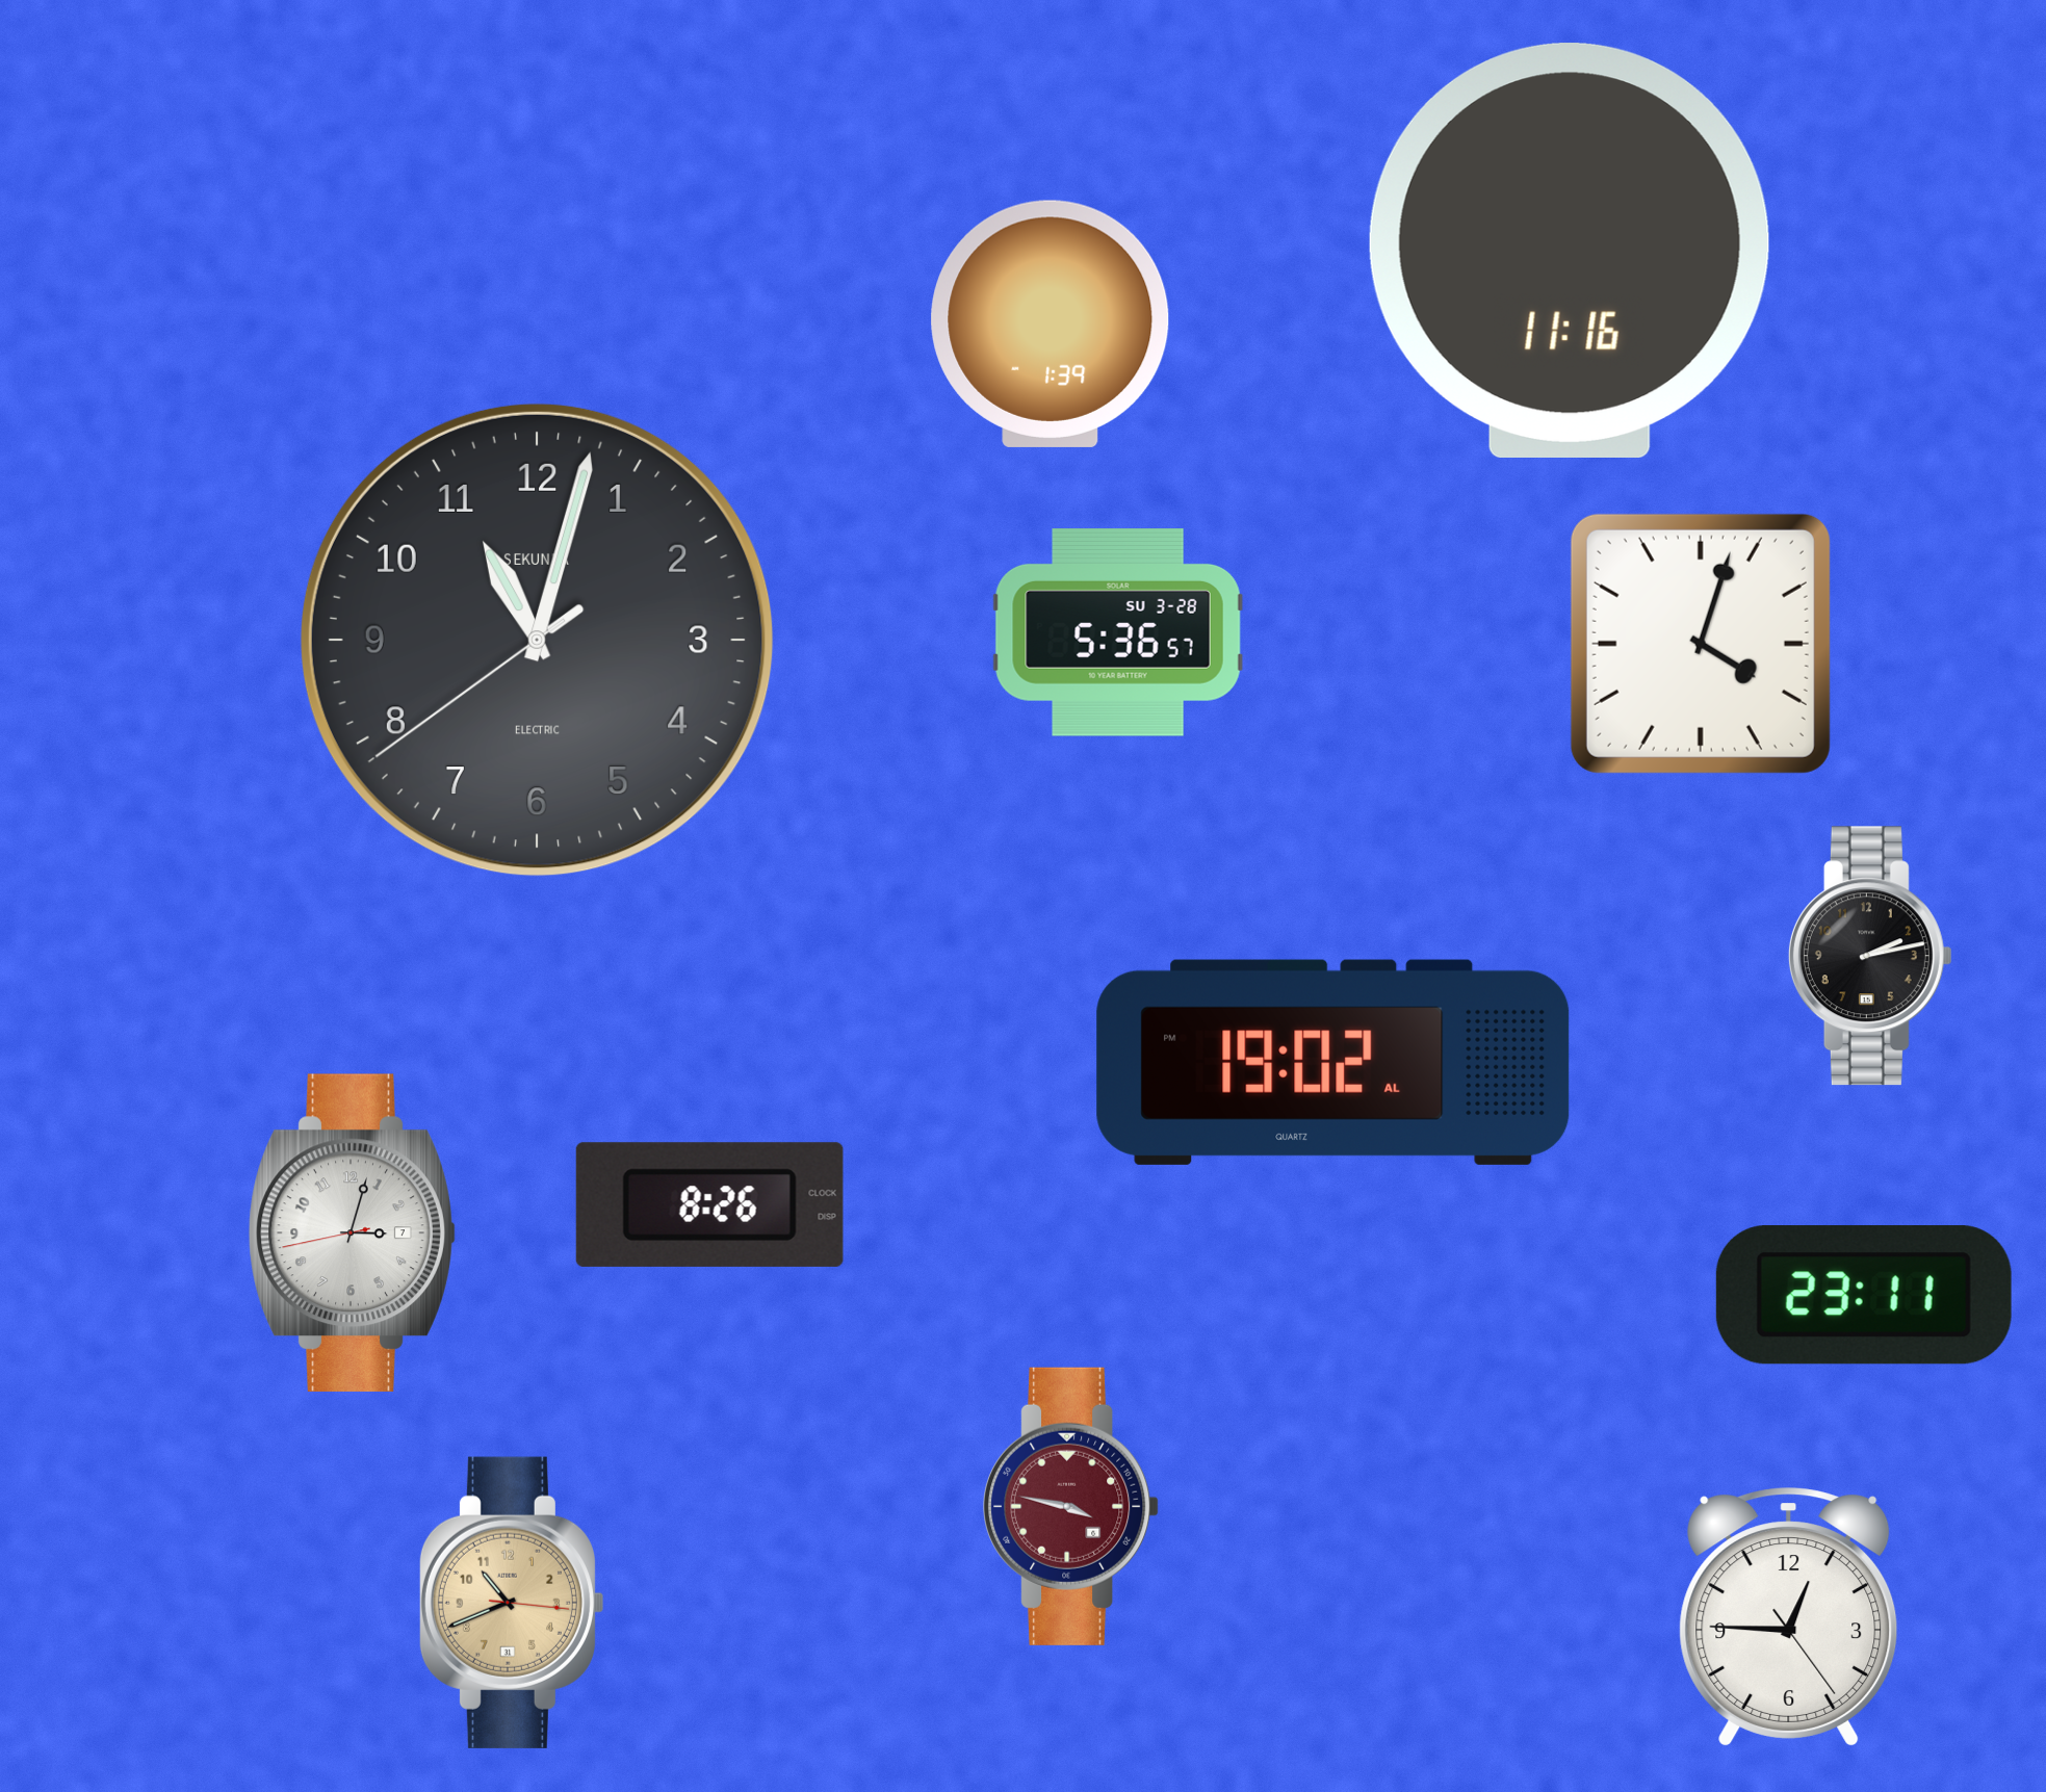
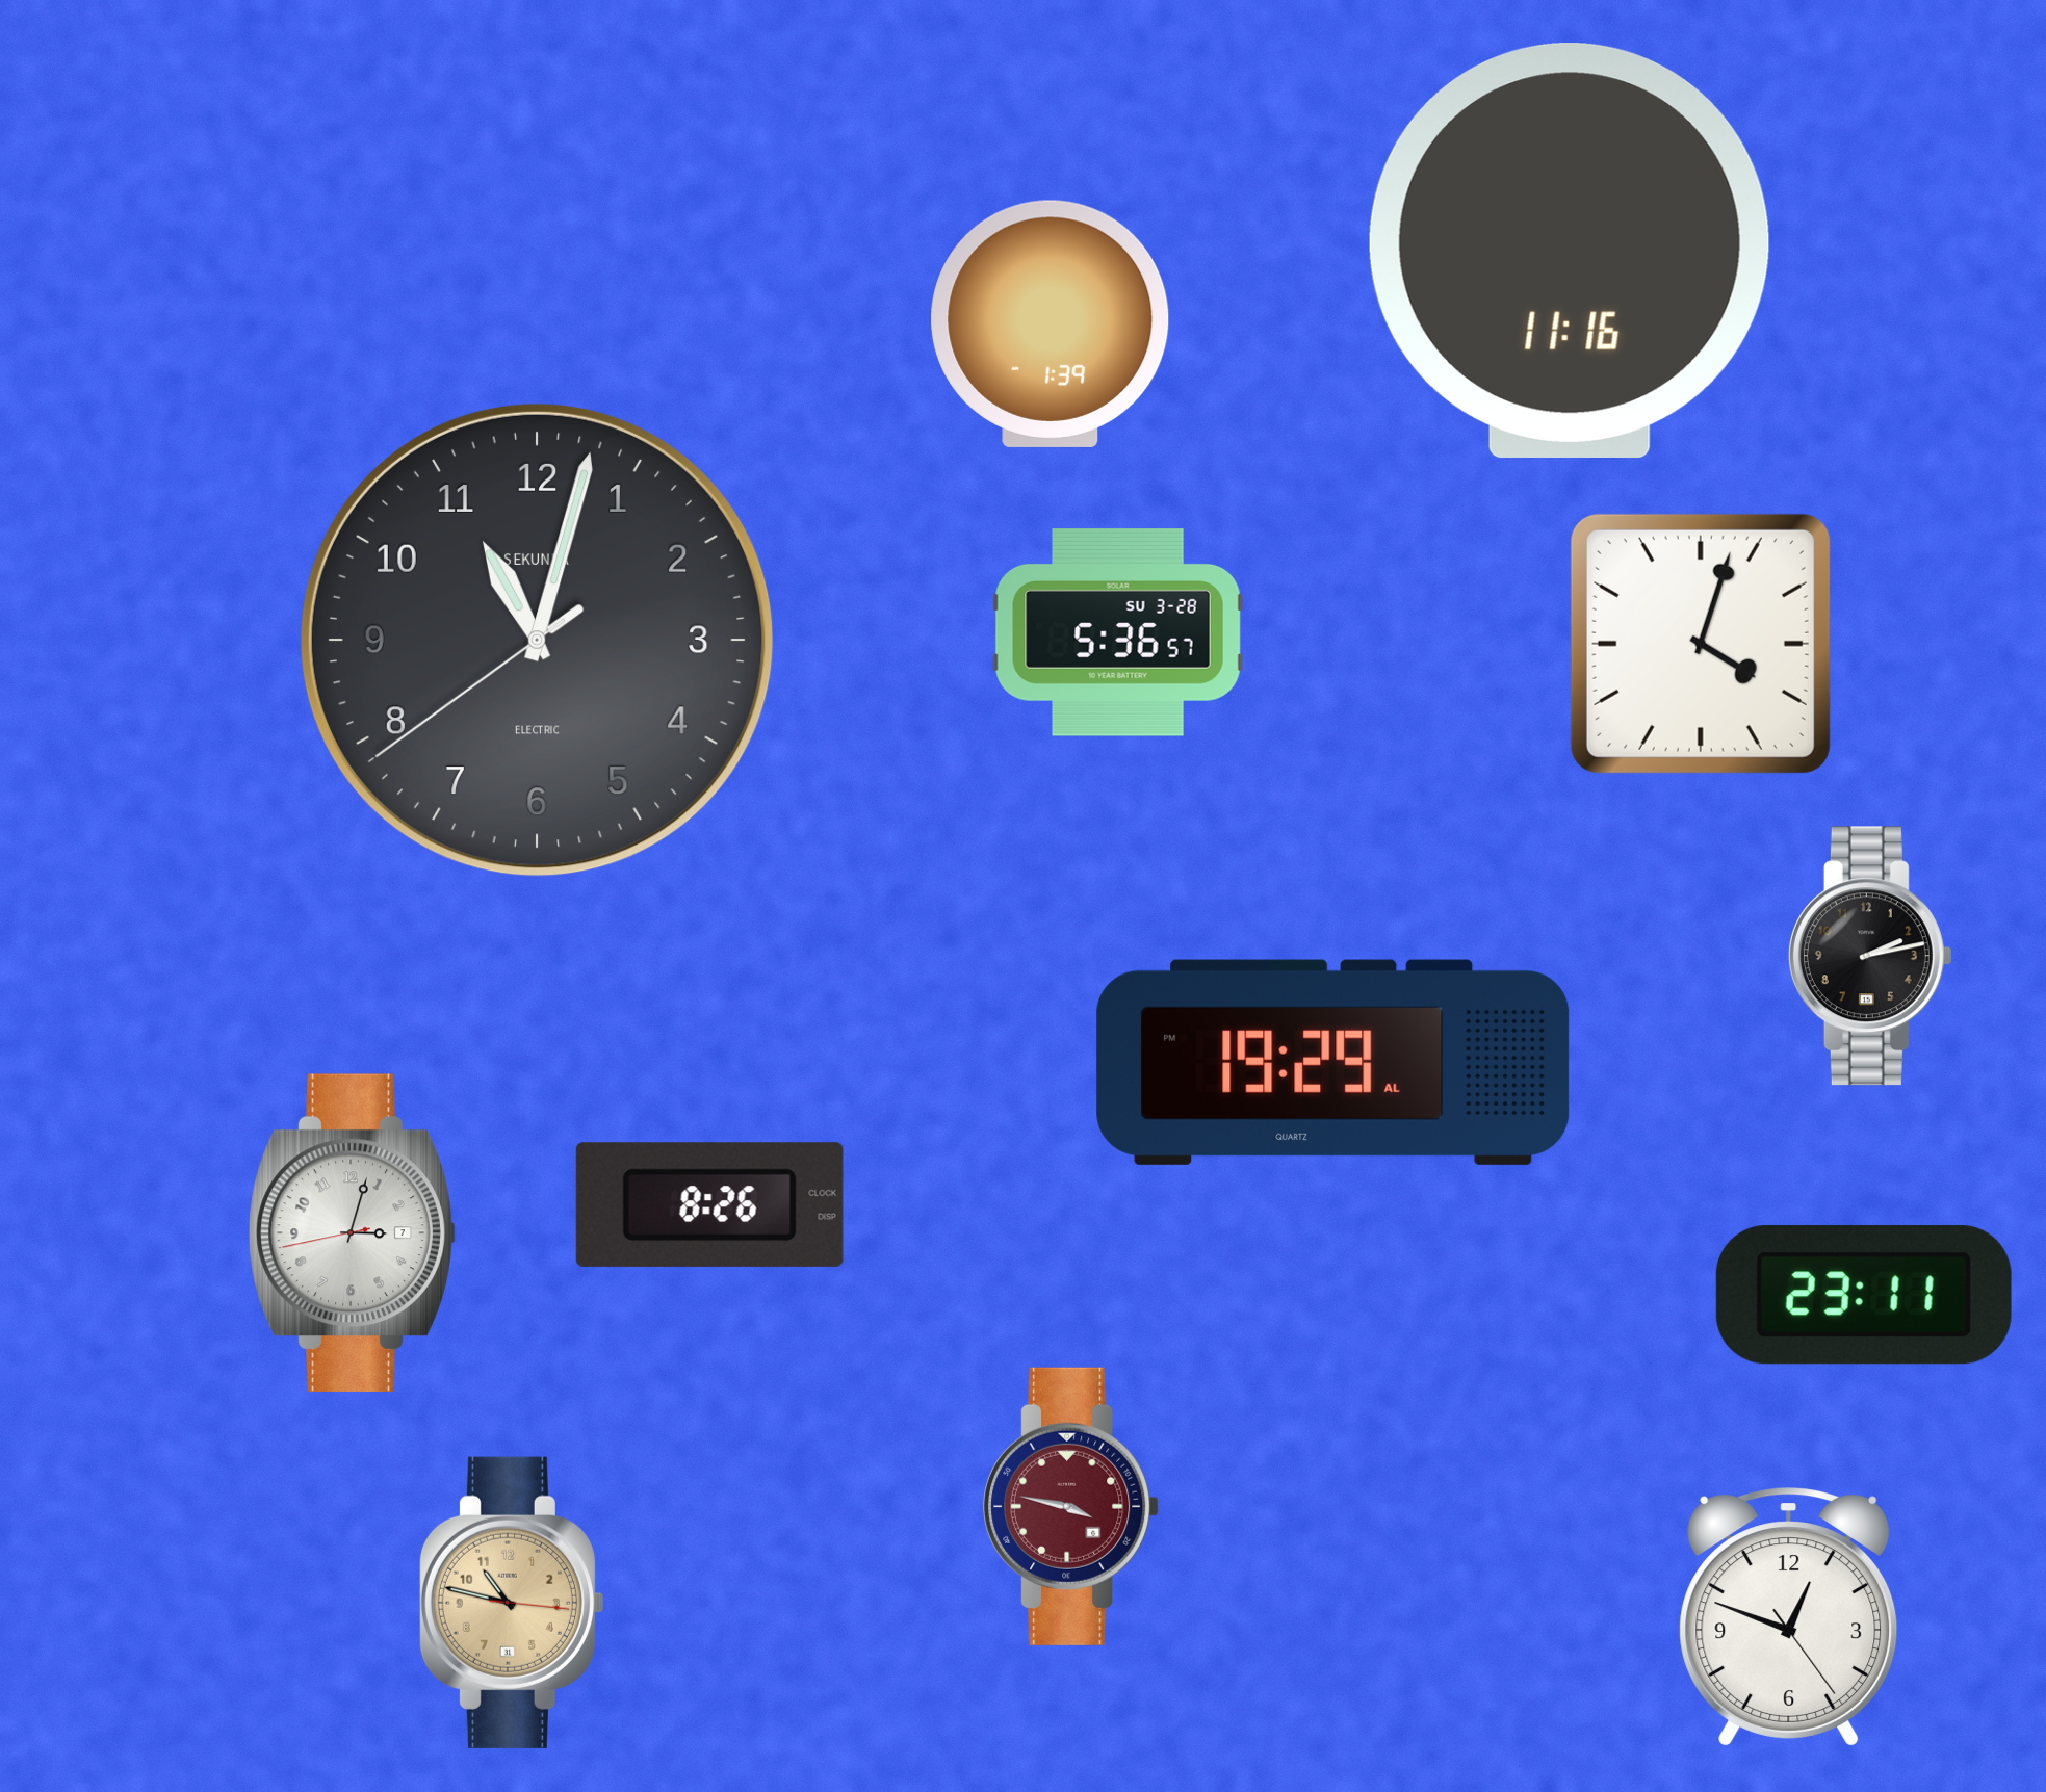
clock at (1333, 1062): 19:02 -> 19:29
clock at (511, 1603): 10:41 -> 10:47
clock at (1789, 1617): 12:45 -> 12:48
